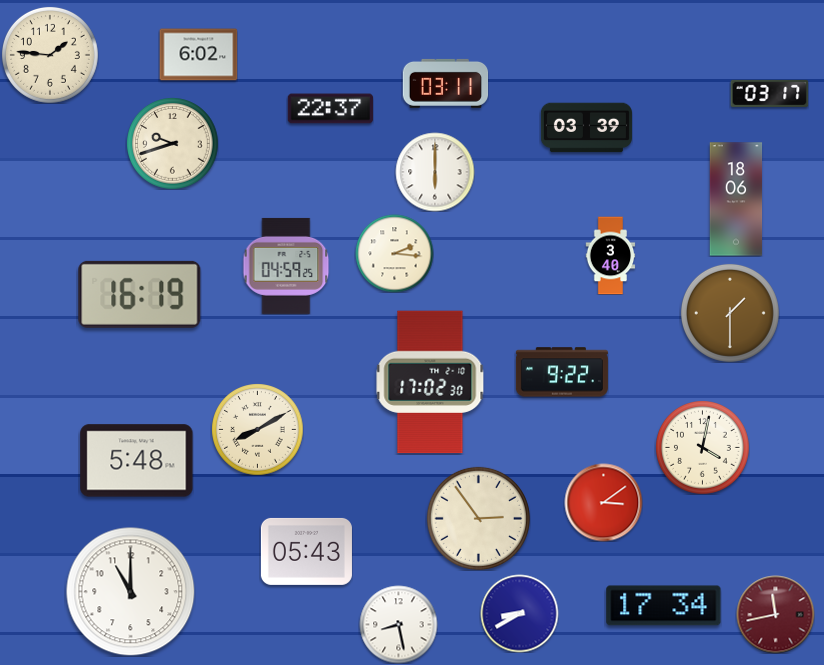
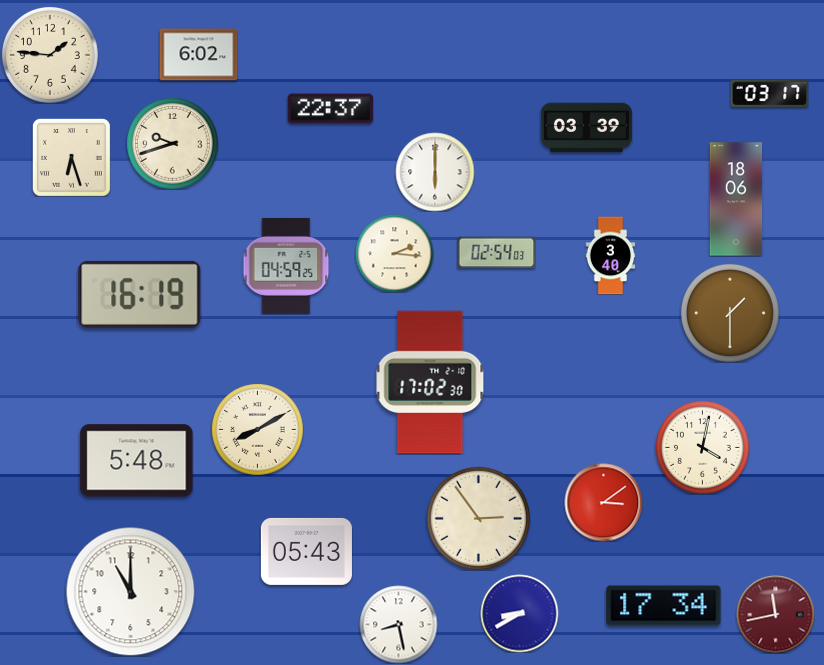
clock at (445, 83): 03:11 -> none
clock at (71, 157): none -> 6:27
clock at (496, 253): none -> 02:54
clock at (562, 372): 9:22 -> none
